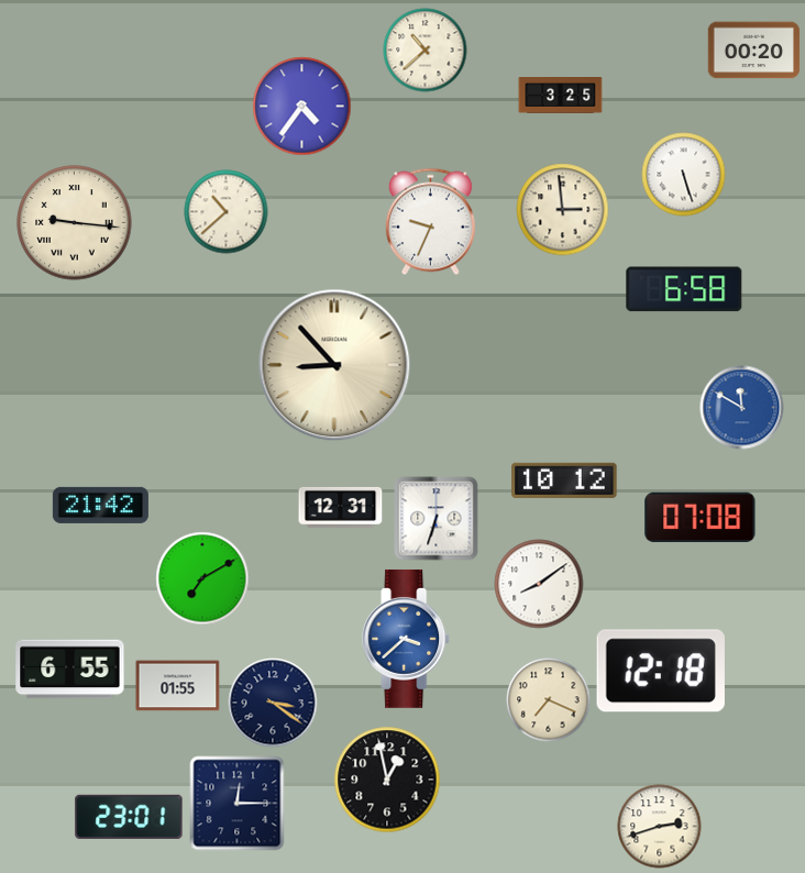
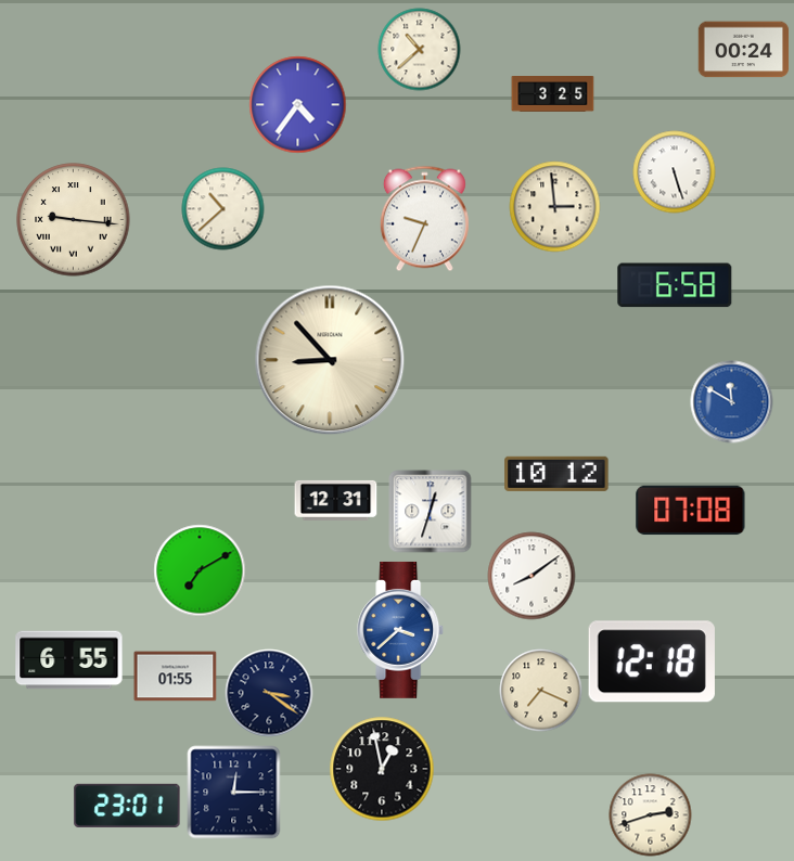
clock at (754, 51): 00:20 -> 00:24
clock at (100, 505): 21:42 -> none
clock at (437, 519): 6:33 -> 12:33
